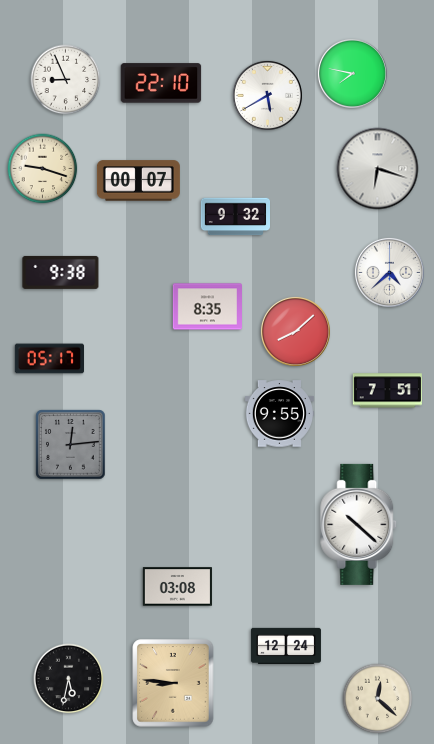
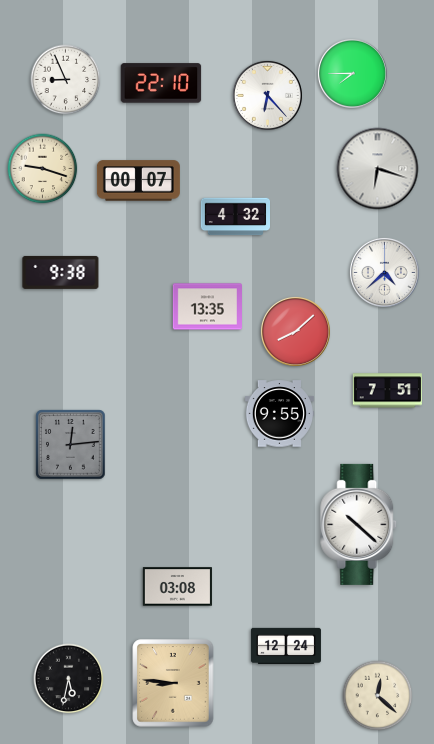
clock at (352, 73): 7:47 -> 7:45
clock at (267, 95): 5:40 -> 6:23
clock at (235, 217): 9:32 -> 4:32
clock at (389, 272) position: (389, 272) -> (384, 272)
clock at (207, 307): 8:35 -> 13:35
clock at (49, 359): 05:17 -> none
clock at (378, 699) position: (378, 699) -> (378, 696)
